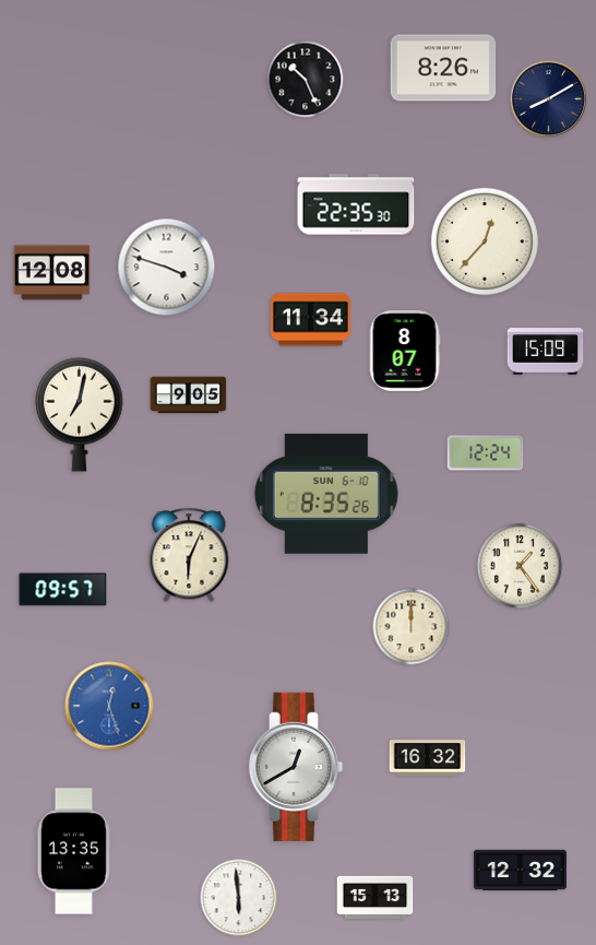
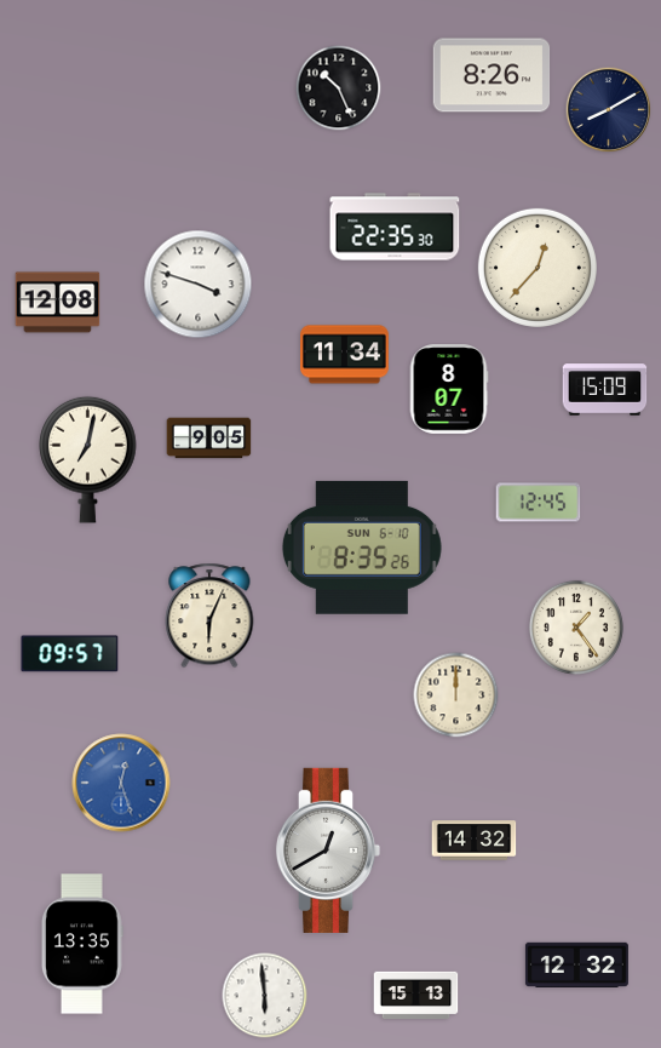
clock at (167, 268) position: (167, 268) -> (199, 285)
clock at (486, 453): 12:24 -> 12:45
clock at (428, 758): 16:32 -> 14:32
